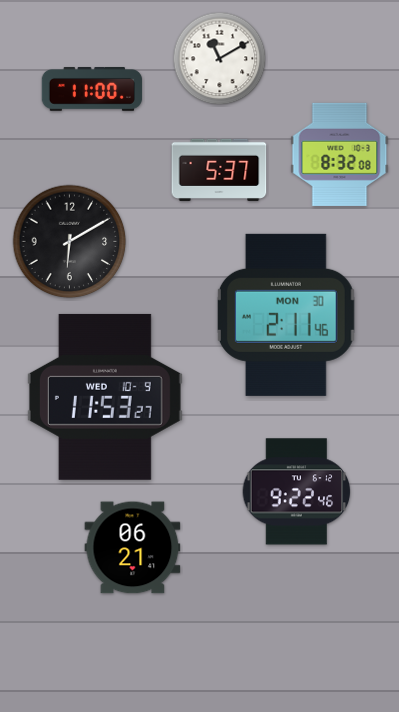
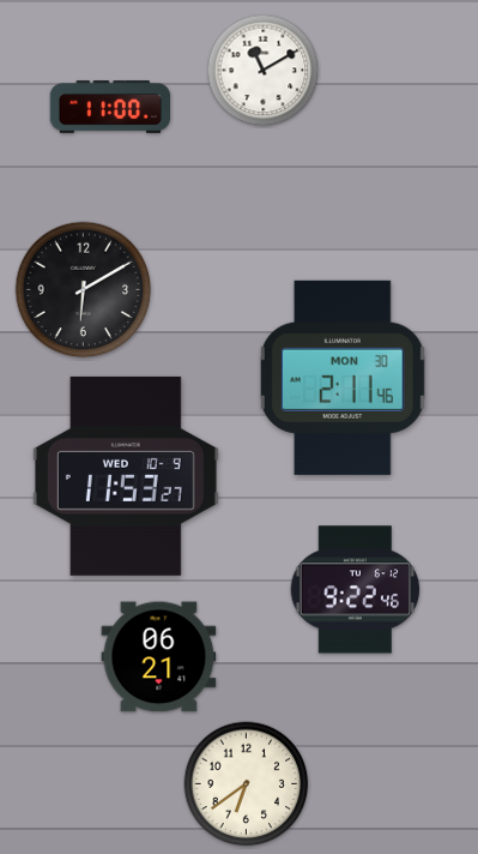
clock at (340, 154): 8:32 -> none
clock at (219, 170): 5:37 -> none
clock at (247, 784): none -> 6:39
